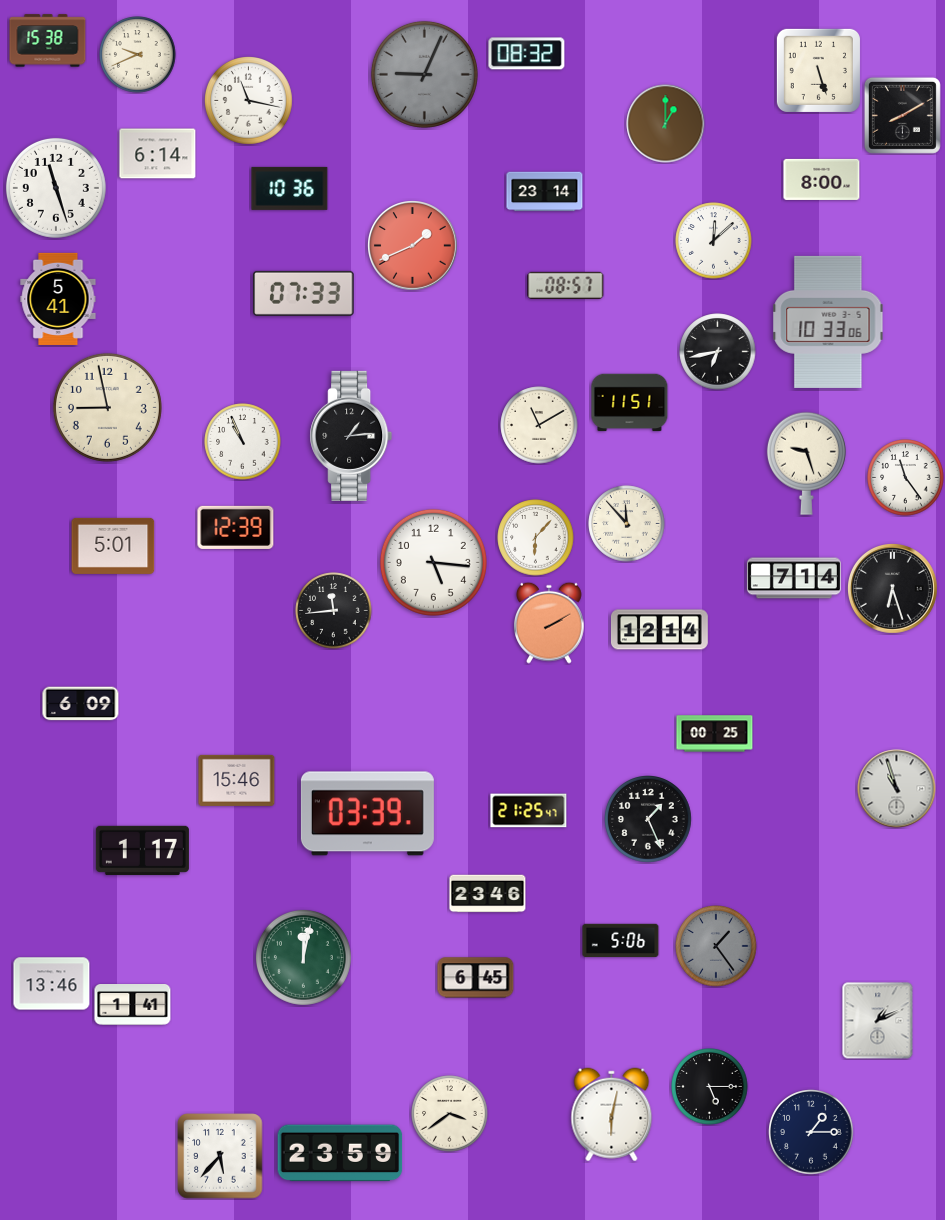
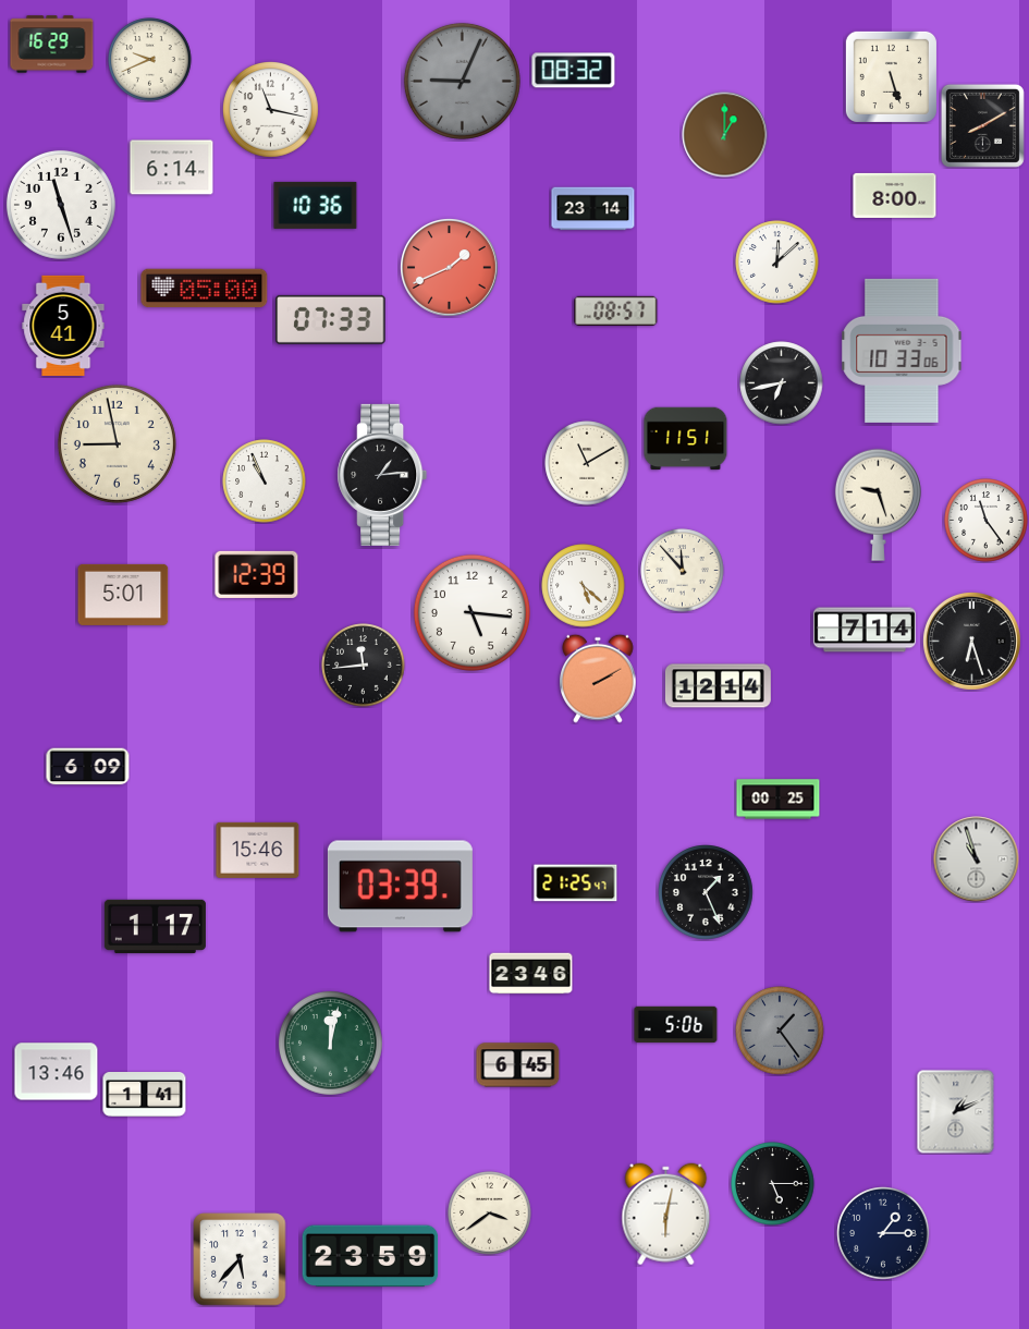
clock at (48, 41): 15:38 -> 16:29
clock at (527, 54) position: (527, 54) -> (574, 71)
clock at (205, 289): none -> 05:00
clock at (536, 538): 6:07 -> 5:22
